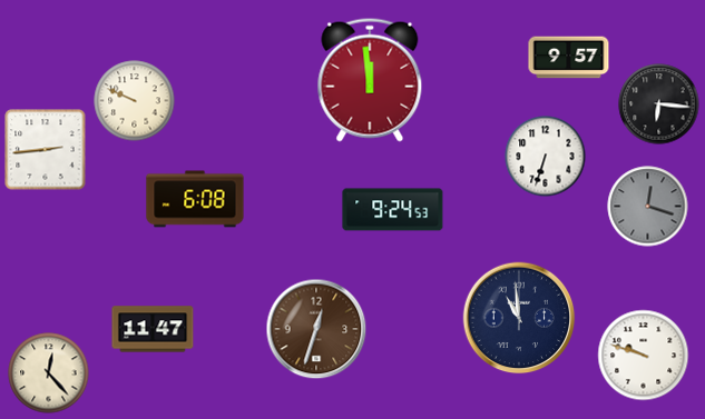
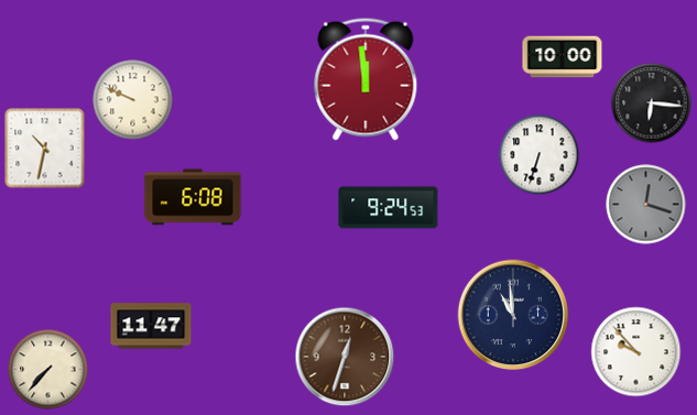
clock at (569, 58): 9:57 -> 10:00
clock at (46, 150): 2:44 -> 10:32
clock at (648, 207) position: (648, 207) -> (646, 205)
clock at (316, 329) position: (316, 329) -> (345, 357)
clock at (644, 356): 9:48 -> 9:53
clock at (49, 373): 12:23 -> 7:37
